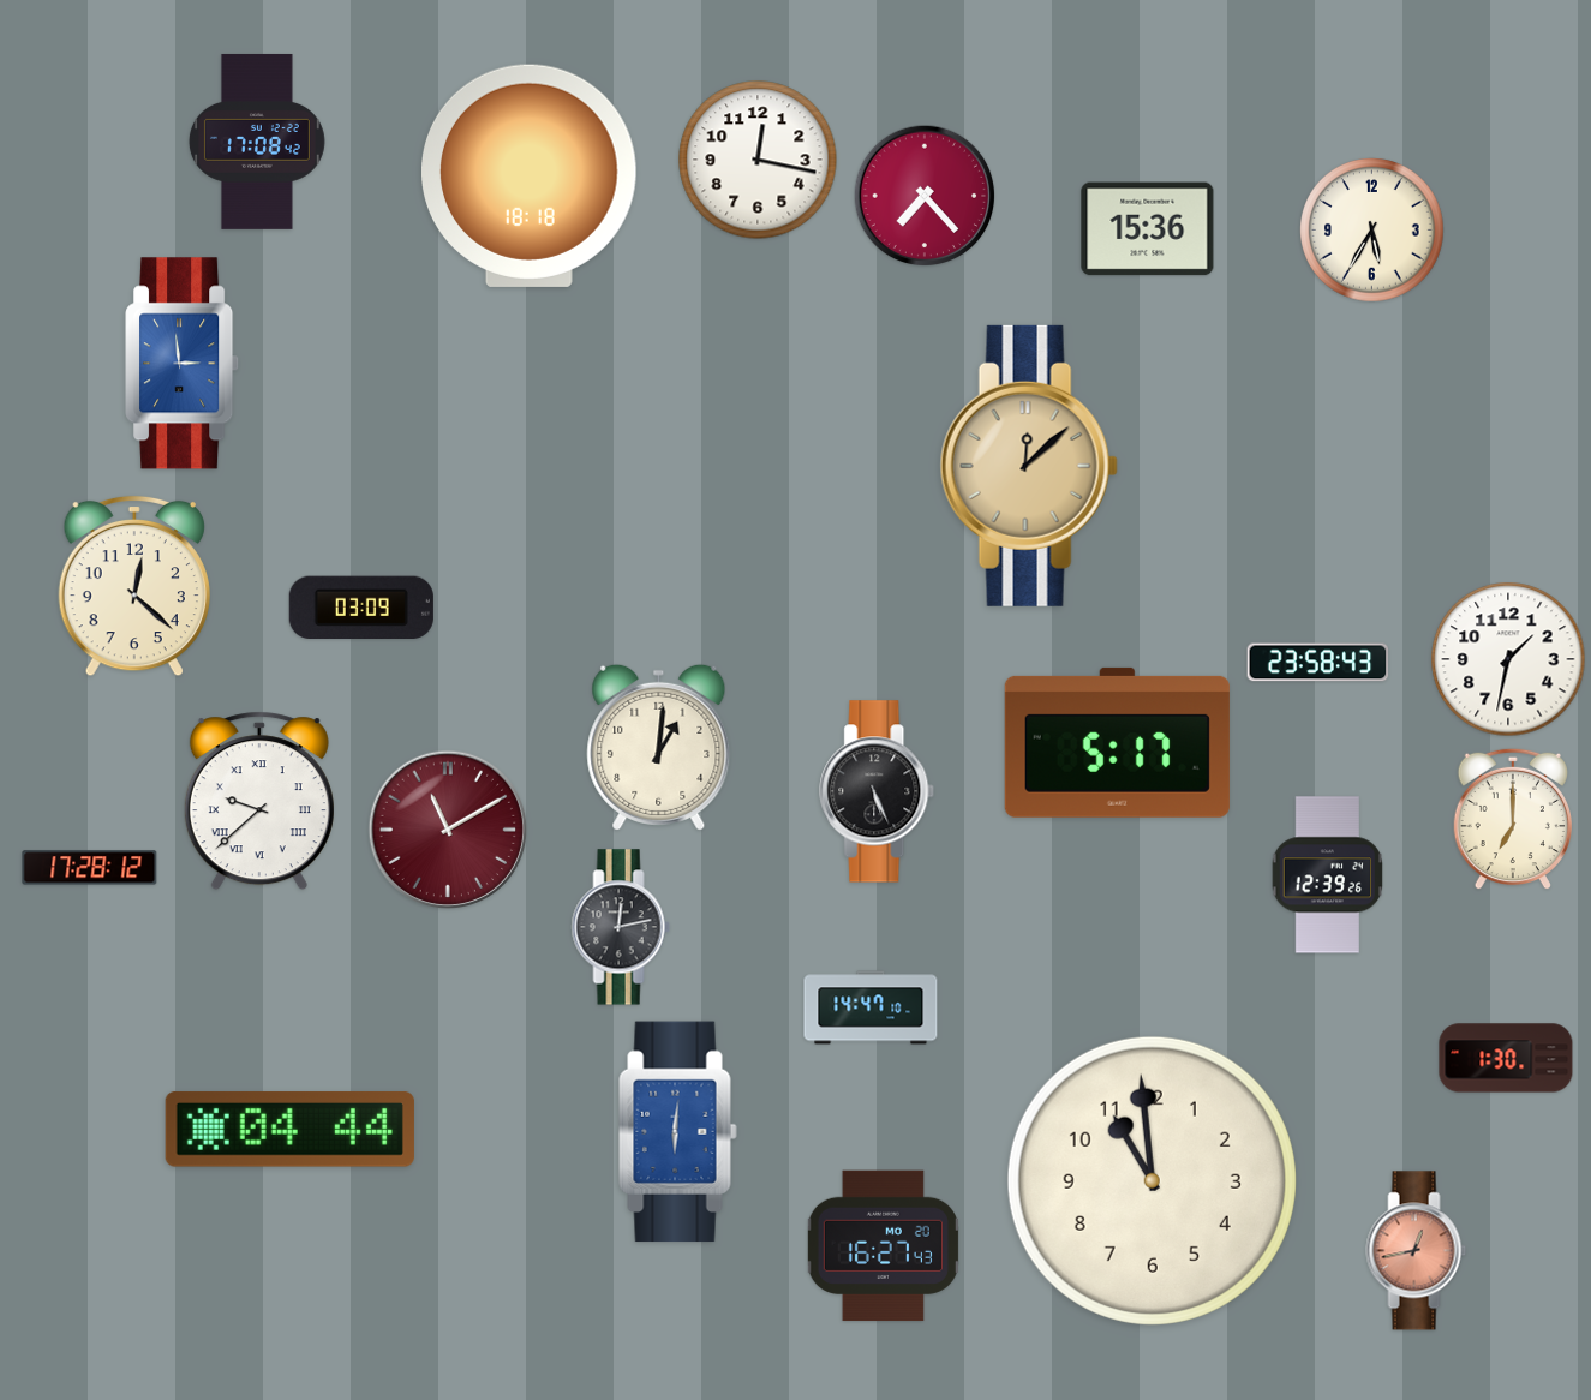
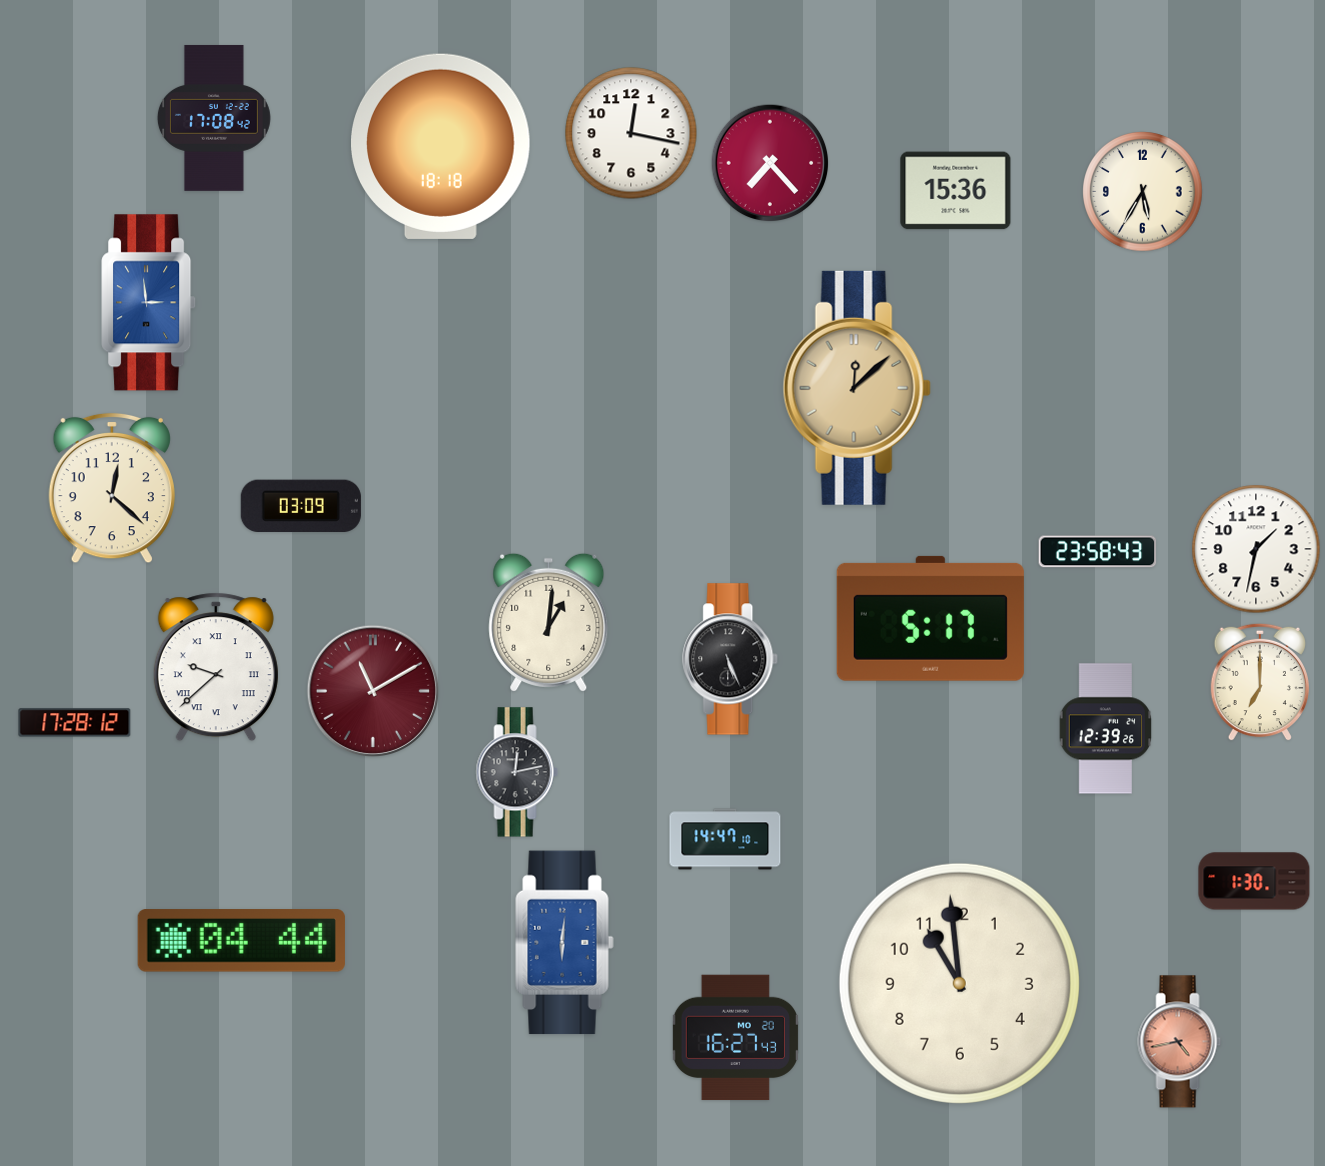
clock at (183, 364) position: (183, 364) -> (149, 303)
clock at (1417, 1251): 12:43 -> 4:43
